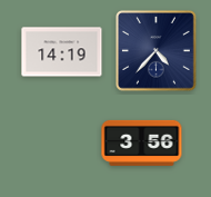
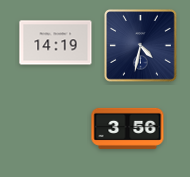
clock at (157, 51): 4:37 -> 4:32
clock at (62, 52) position: (62, 52) -> (56, 43)
